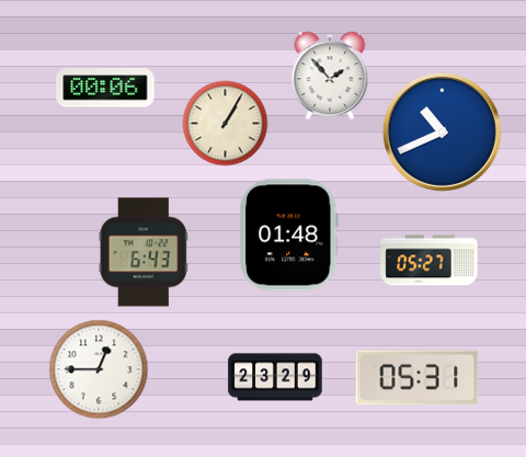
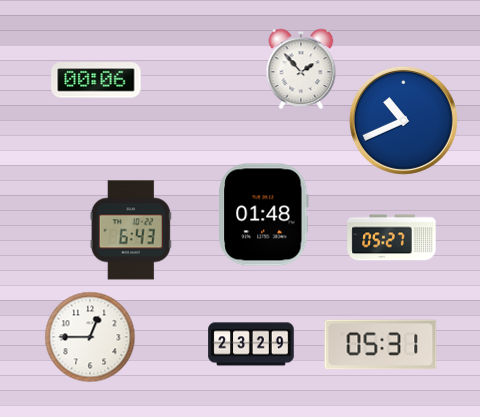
clock at (225, 123): 1:05 -> none
